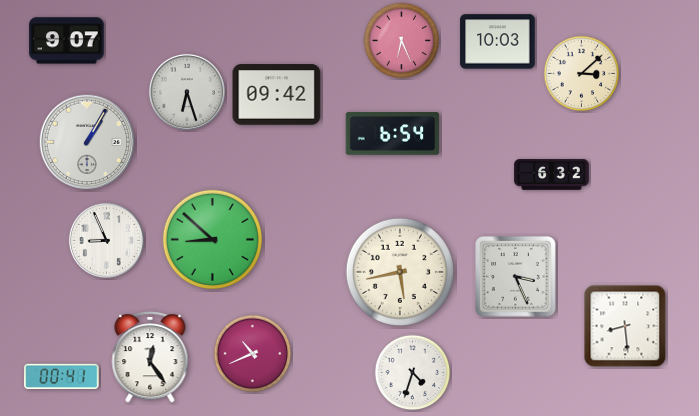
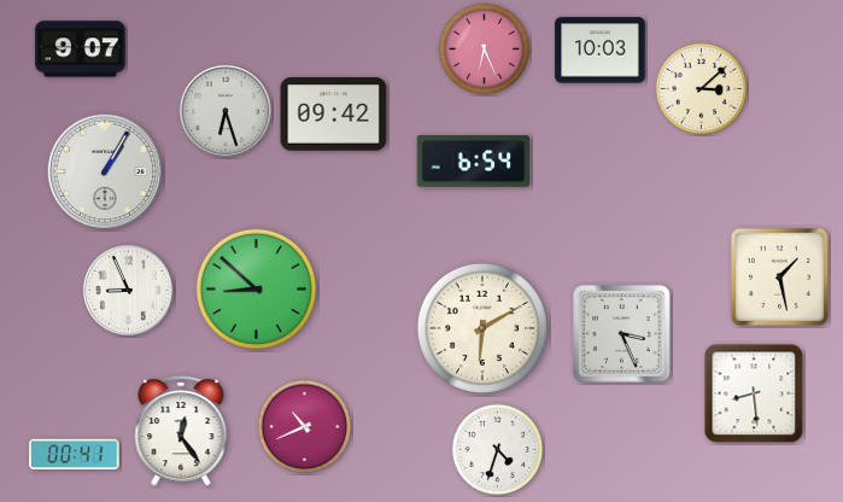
clock at (552, 175): 6:32 -> none
clock at (779, 276): none -> 1:28
clock at (400, 272): 5:43 -> 6:10
